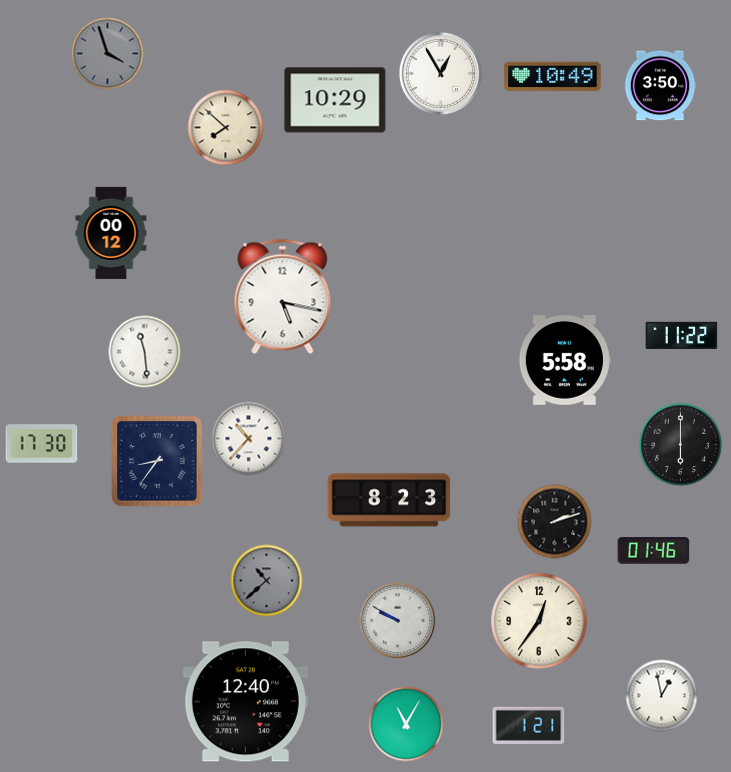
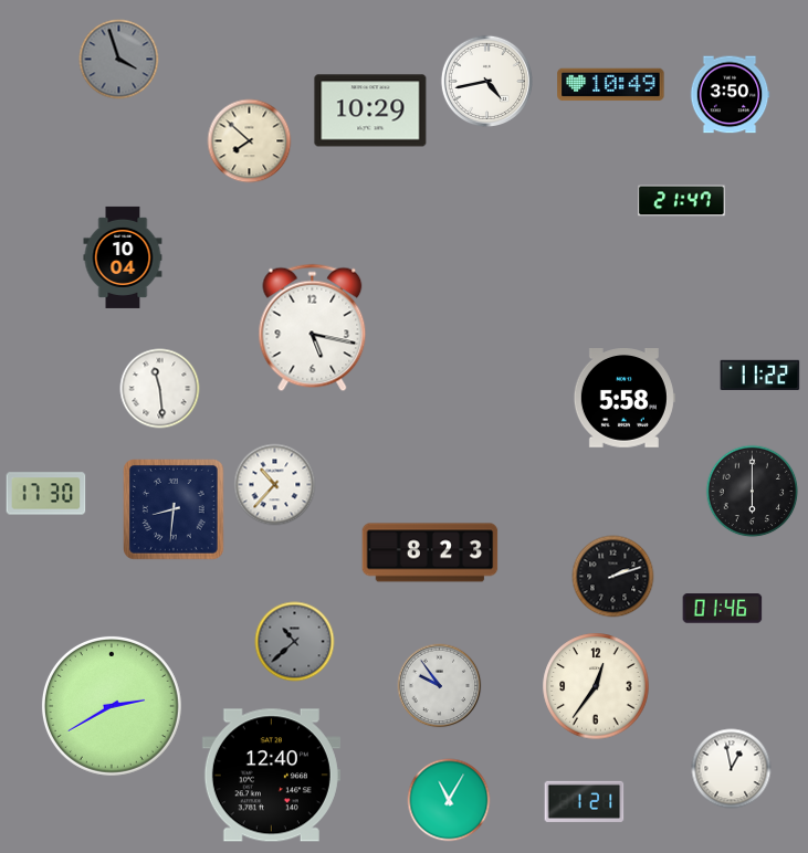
clock at (440, 73): 12:55 -> 4:43
clock at (682, 201): none -> 21:47
clock at (111, 233): 00:12 -> 10:04
clock at (682, 335) position: (682, 335) -> (760, 375)
clock at (42, 444) position: (42, 444) -> (46, 494)
clock at (158, 462): 8:36 -> 8:31
clock at (398, 621): 9:50 -> 9:54
clock at (112, 706): none -> 2:40
